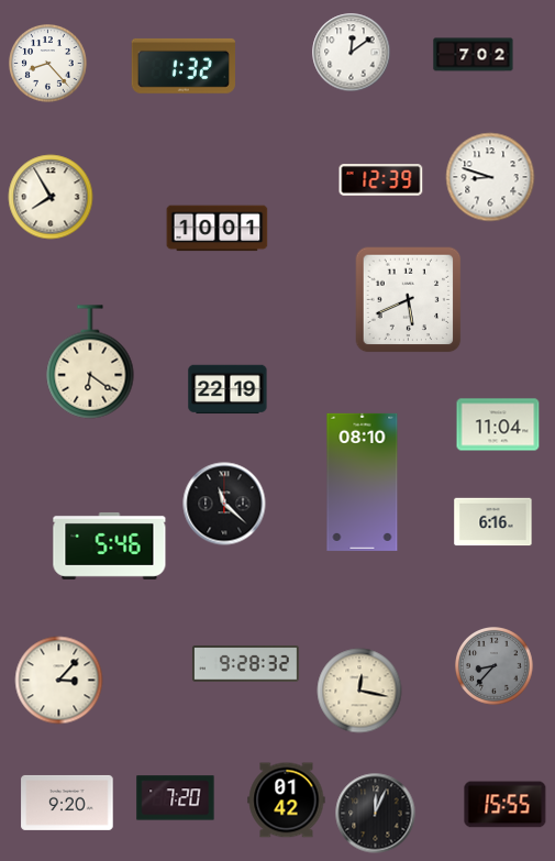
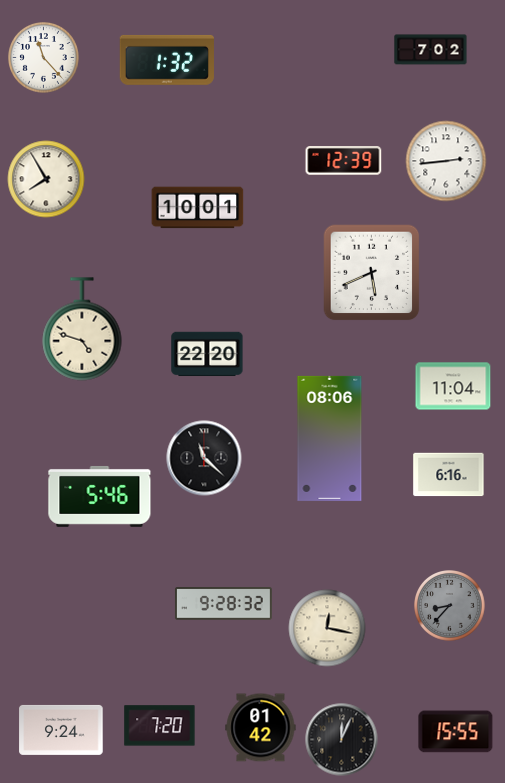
clock at (352, 53): 12:09 -> none
clock at (48, 64): 8:23 -> 11:23
clock at (490, 177): 8:48 -> 2:44
clock at (381, 180) position: (381, 180) -> (344, 161)
clock at (90, 362): 6:21 -> 4:48
clock at (227, 389): 22:19 -> 22:20
clock at (363, 482): 08:10 -> 08:06
clock at (59, 681): 3:07 -> none
clock at (67, 803): 9:20 -> 9:24
clock at (506, 805) position: (506, 805) -> (456, 732)
